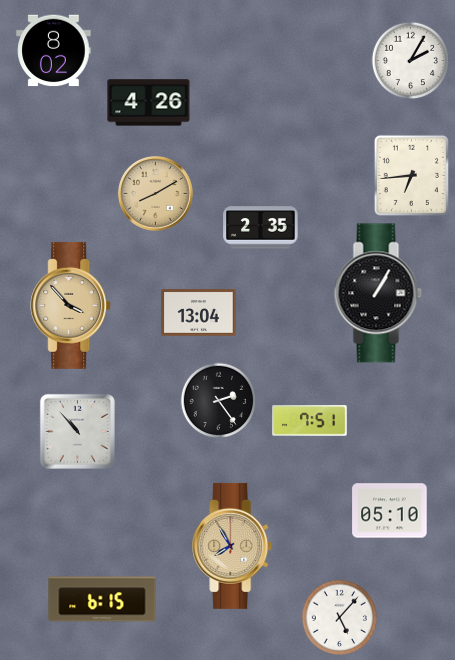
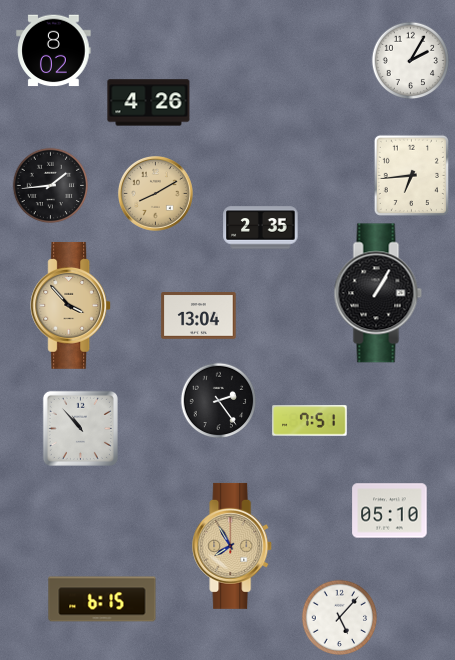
clock at (51, 186): none -> 1:44
clock at (199, 313) position: (199, 313) -> (199, 316)
clock at (77, 431) position: (77, 431) -> (80, 428)
